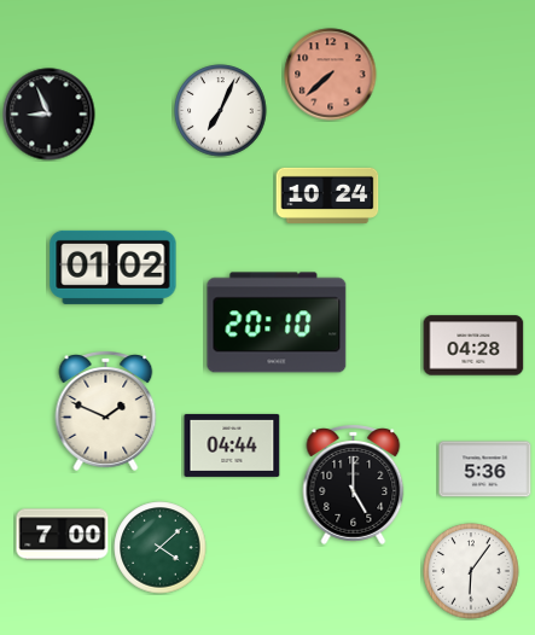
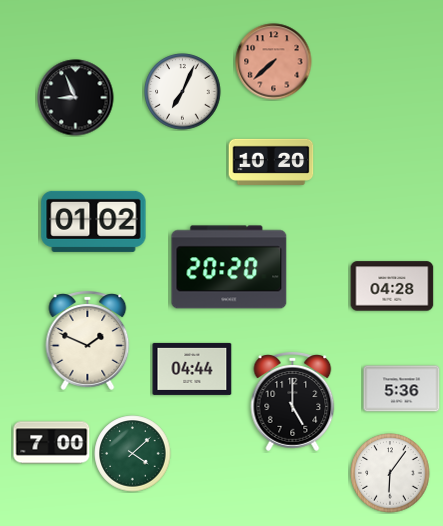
clock at (50, 115) position: (50, 115) -> (76, 98)
clock at (327, 196): 10:24 -> 10:20
clock at (277, 322): 20:10 -> 20:20
